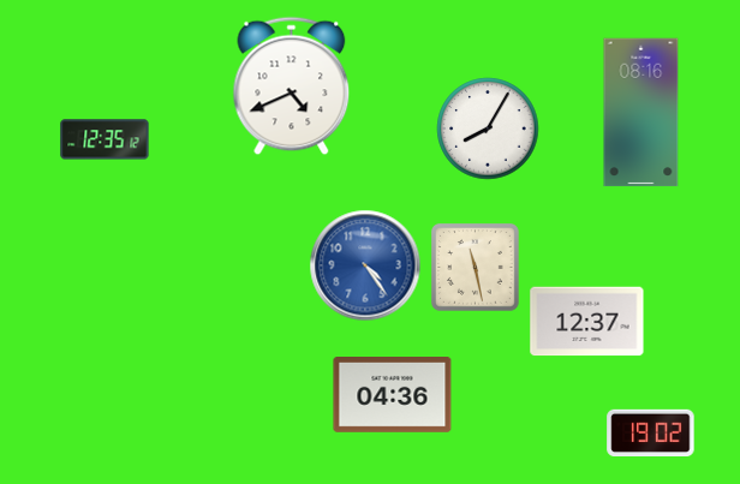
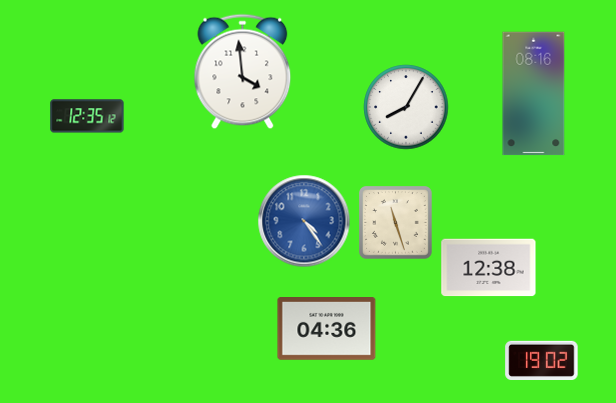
clock at (292, 86): 4:41 -> 3:59
clock at (476, 268): 11:28 -> 11:27
clock at (587, 322): 12:37 -> 12:38
